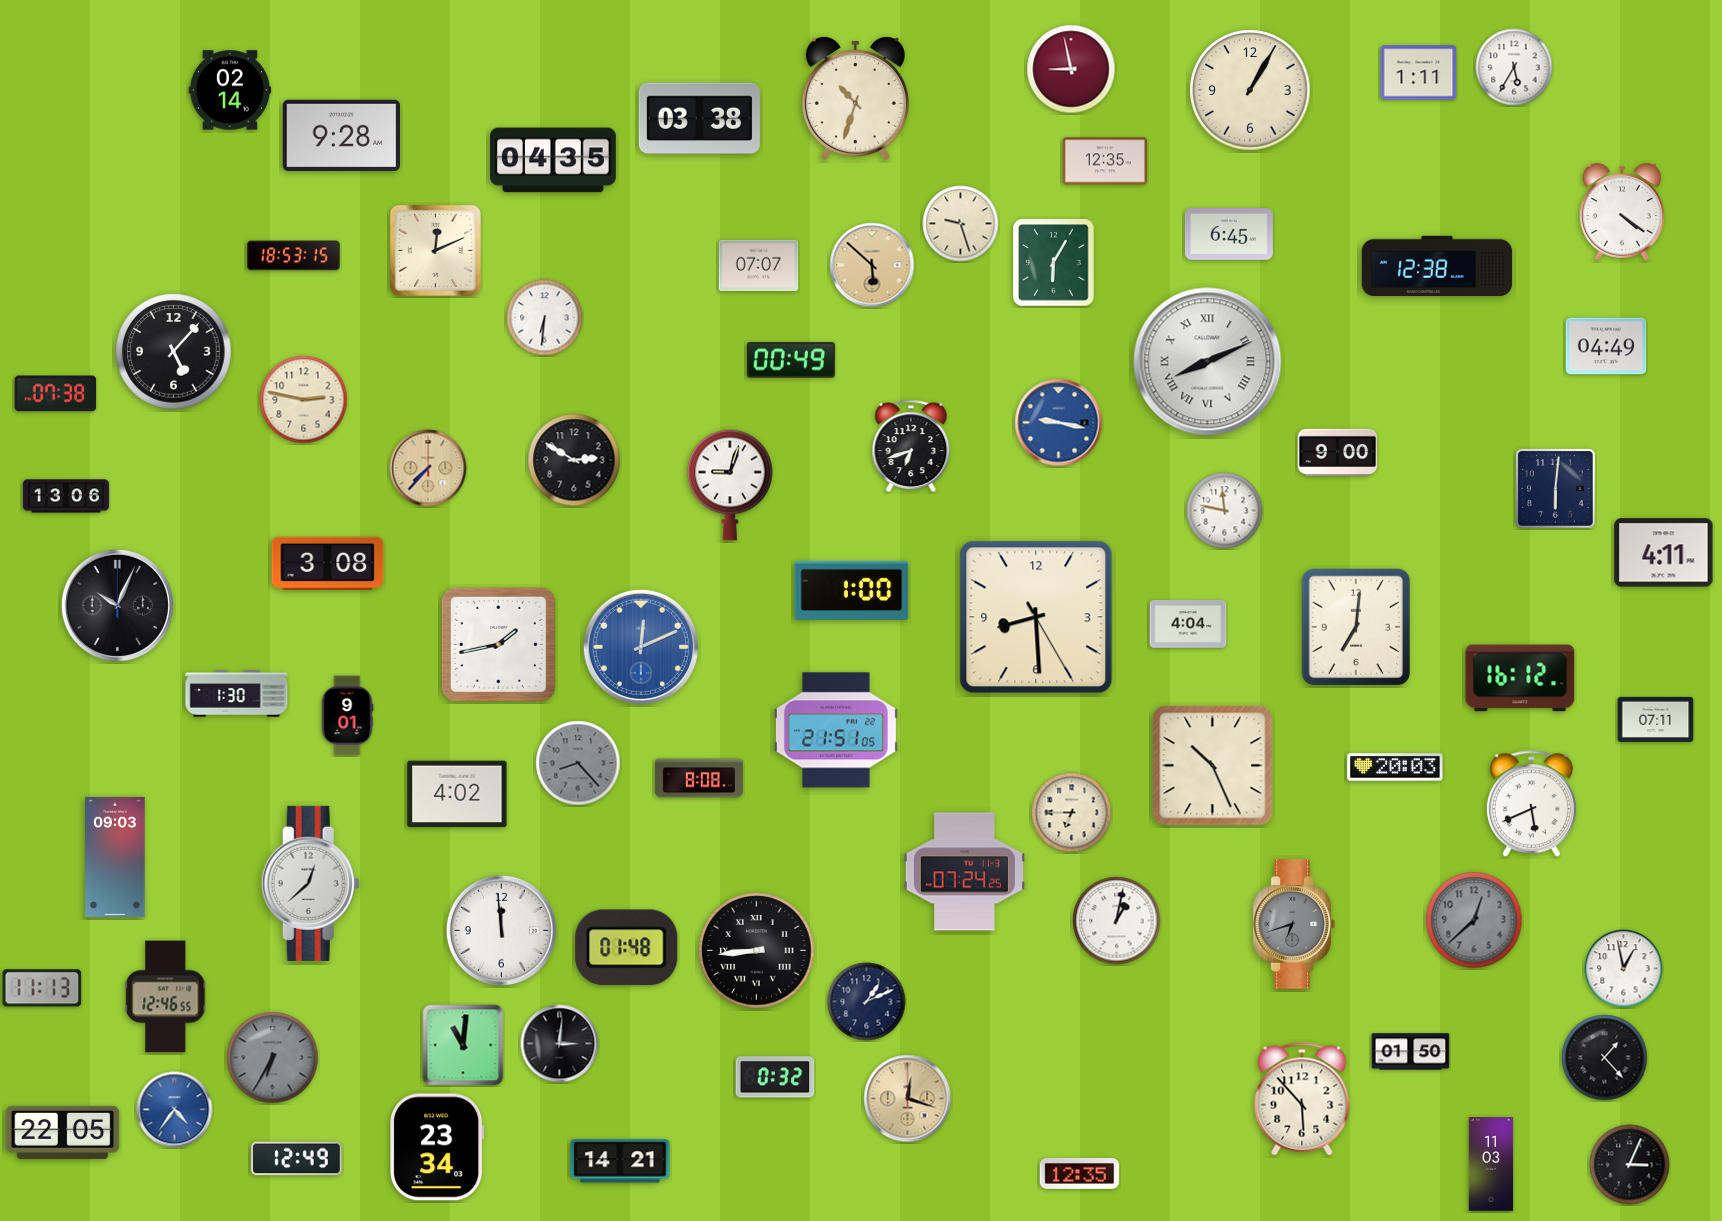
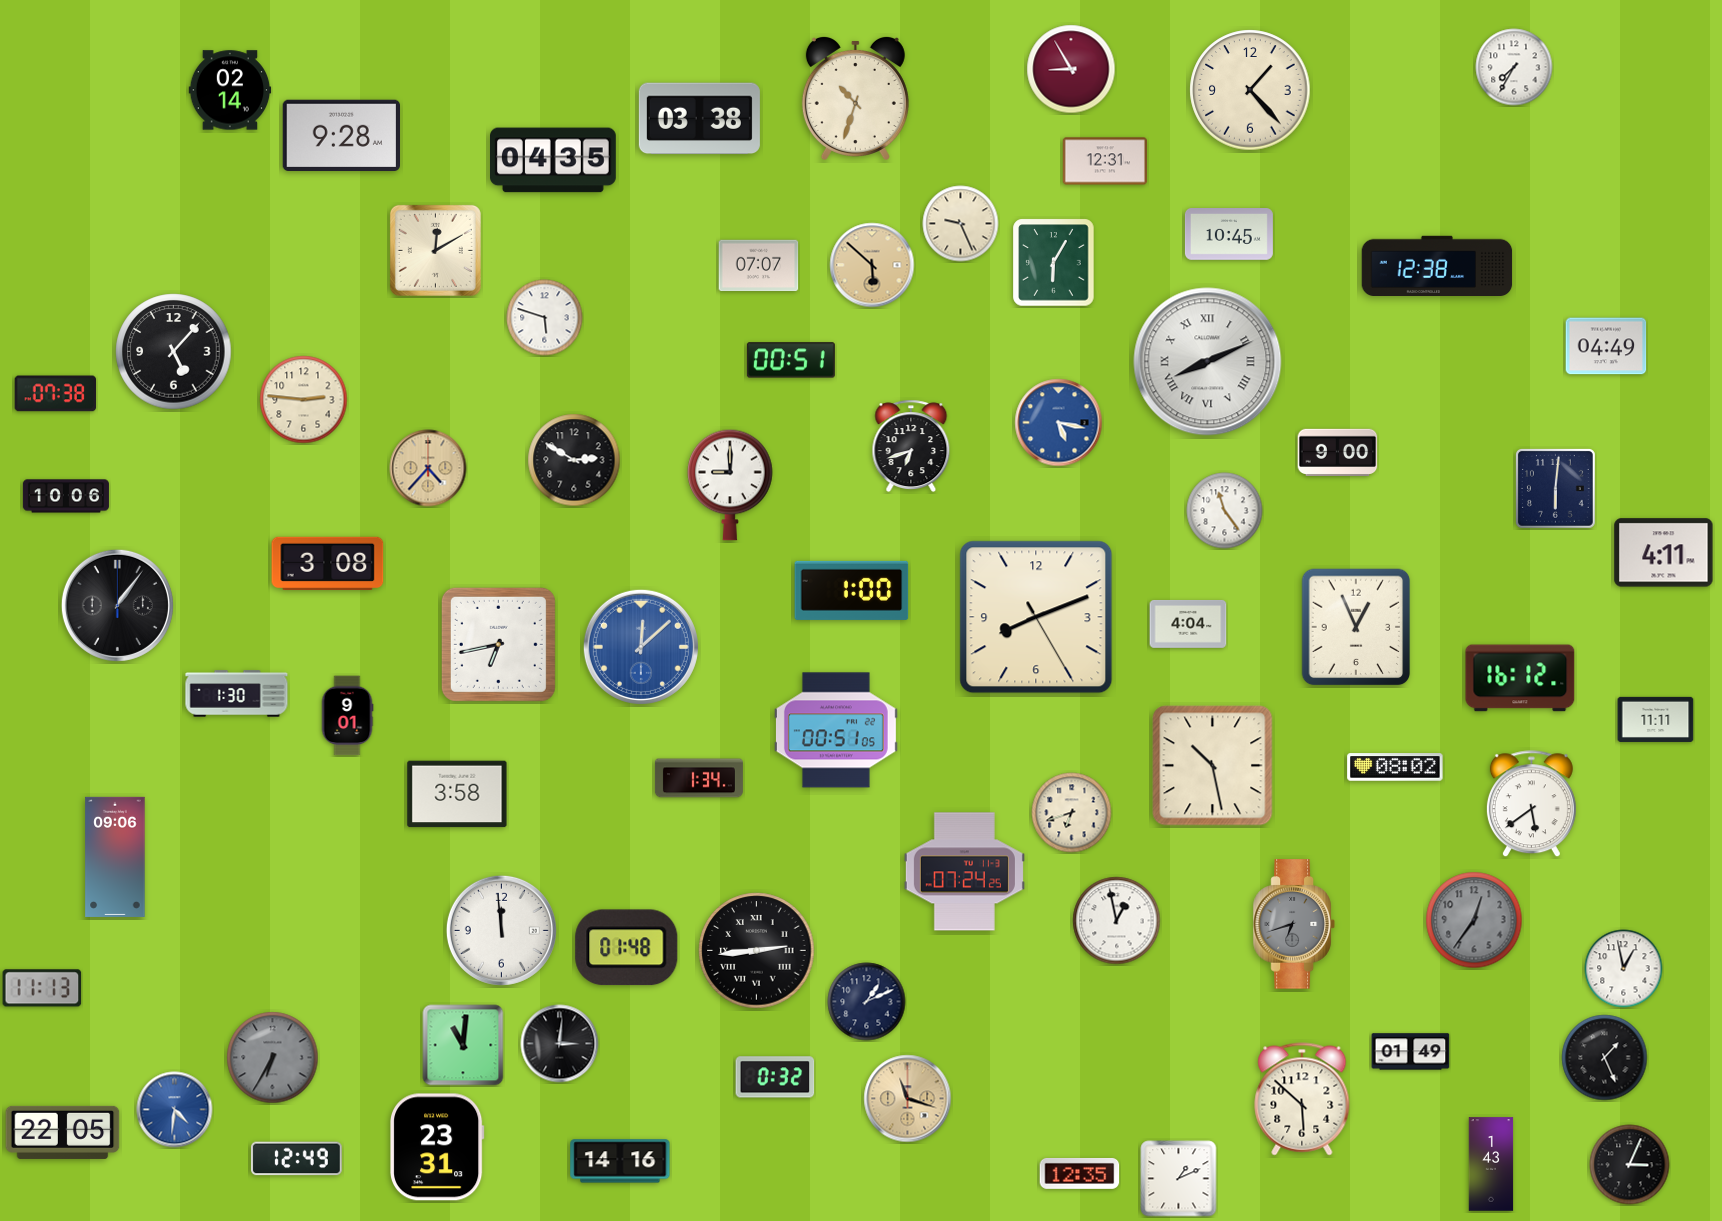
clock at (1514, 67): 5:35 -> 7:35
clock at (1071, 69): 8:58 -> 8:55
clock at (1419, 73): 1:11 -> none
clock at (1250, 90): 1:05 -> 1:23
clock at (1104, 161): 12:35 -> 12:31
clock at (1622, 212): 4:21 -> none
clock at (961, 224): 9:27 -> 9:26
clock at (1229, 235): 6:45 -> 10:45
clock at (435, 250): 12:11 -> 12:10
clock at (294, 256): 18:53 -> none
clock at (545, 318): 6:31 -> 5:48
clock at (791, 360): 00:49 -> 00:51
clock at (304, 400): 2:47 -> 2:46
clock at (1059, 423): 9:17 -> 5:17
clock at (428, 468): 7:37 -> 4:37
clock at (730, 485): 9:03 -> 9:00
clock at (66, 496): 13:06 -> 10:06
clock at (1225, 511): 11:47 -> 11:24
clock at (117, 605): 10:04 -> 1:06
clock at (1036, 617): 8:29 -> 8:11
clock at (1356, 627): 7:01 -> 12:56
clock at (498, 644): 1:43 -> 6:43
clock at (641, 647): 12:11 -> 12:08
clock at (1656, 719): 07:11 -> 11:11
clock at (836, 730): 21:51 -> 00:51
clock at (578, 763): 8:23 -> none
clock at (1213, 766): 10:26 -> 10:28
clock at (1395, 767): 20:03 -> 08:02
clock at (699, 778): 8:08 -> 1:34
clock at (457, 794): 4:02 -> 3:58
clock at (1531, 804): 5:41 -> 5:39
clock at (1072, 813): 6:45 -> 6:42
clock at (115, 857): 09:03 -> 09:06
clock at (310, 883): 12:38 -> none
clock at (1474, 920): 12:38 -> 12:36
clock at (1117, 921): 1:02 -> 12:58
clock at (757, 951): 8:44 -> 2:44
clock at (166, 997): 12:46 -> none
clock at (1411, 1052): 01:50 -> 01:49
clock at (1605, 1058): 1:23 -> 1:26
clock at (908, 1099): 12:18 -> 11:18
clock at (1302, 1099): 5:53 -> 5:52
clock at (175, 1110): 4:36 -> 4:31
clock at (438, 1147): 23:34 -> 23:31
clock at (620, 1161): 14:21 -> 14:16
clock at (1491, 1164): 11:03 -> 1:43
clock at (1179, 1179): none -> 1:11
